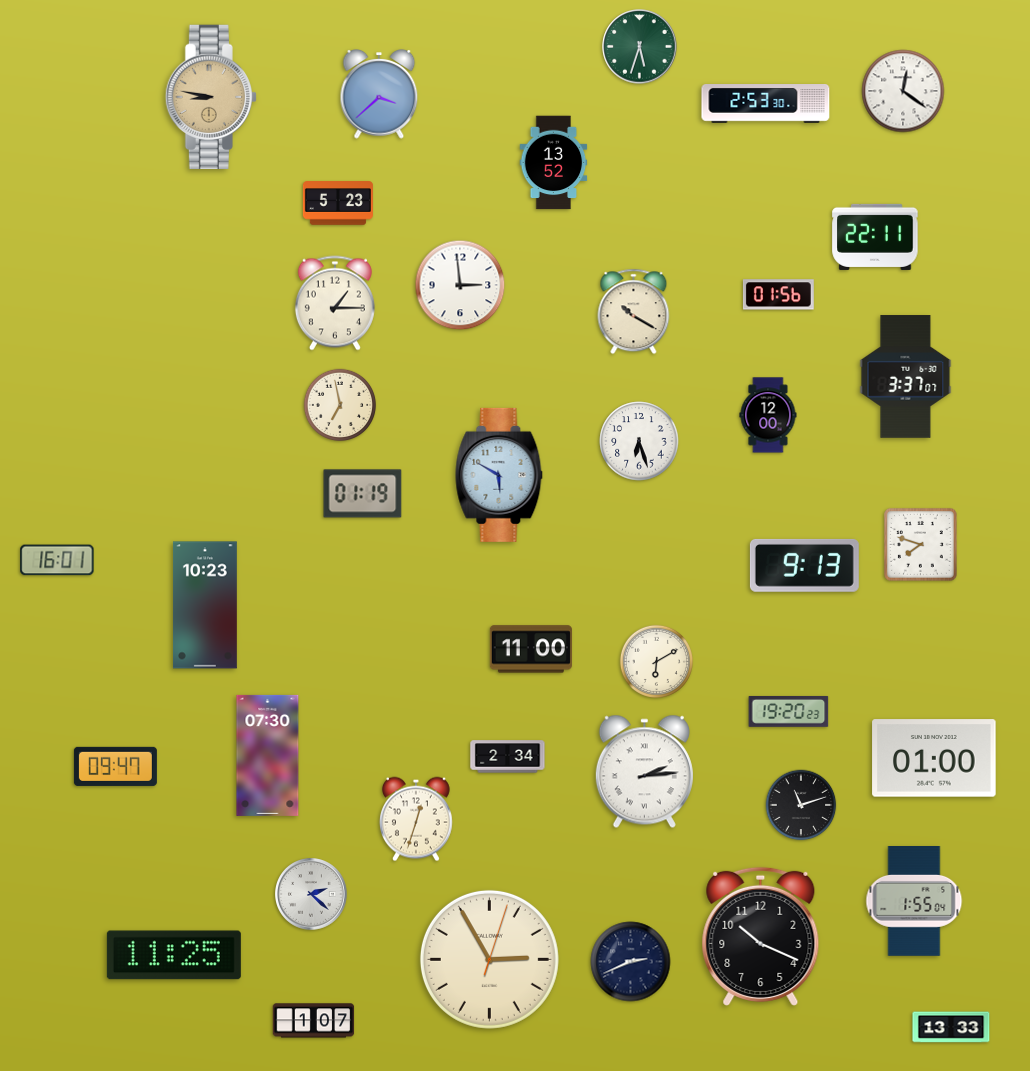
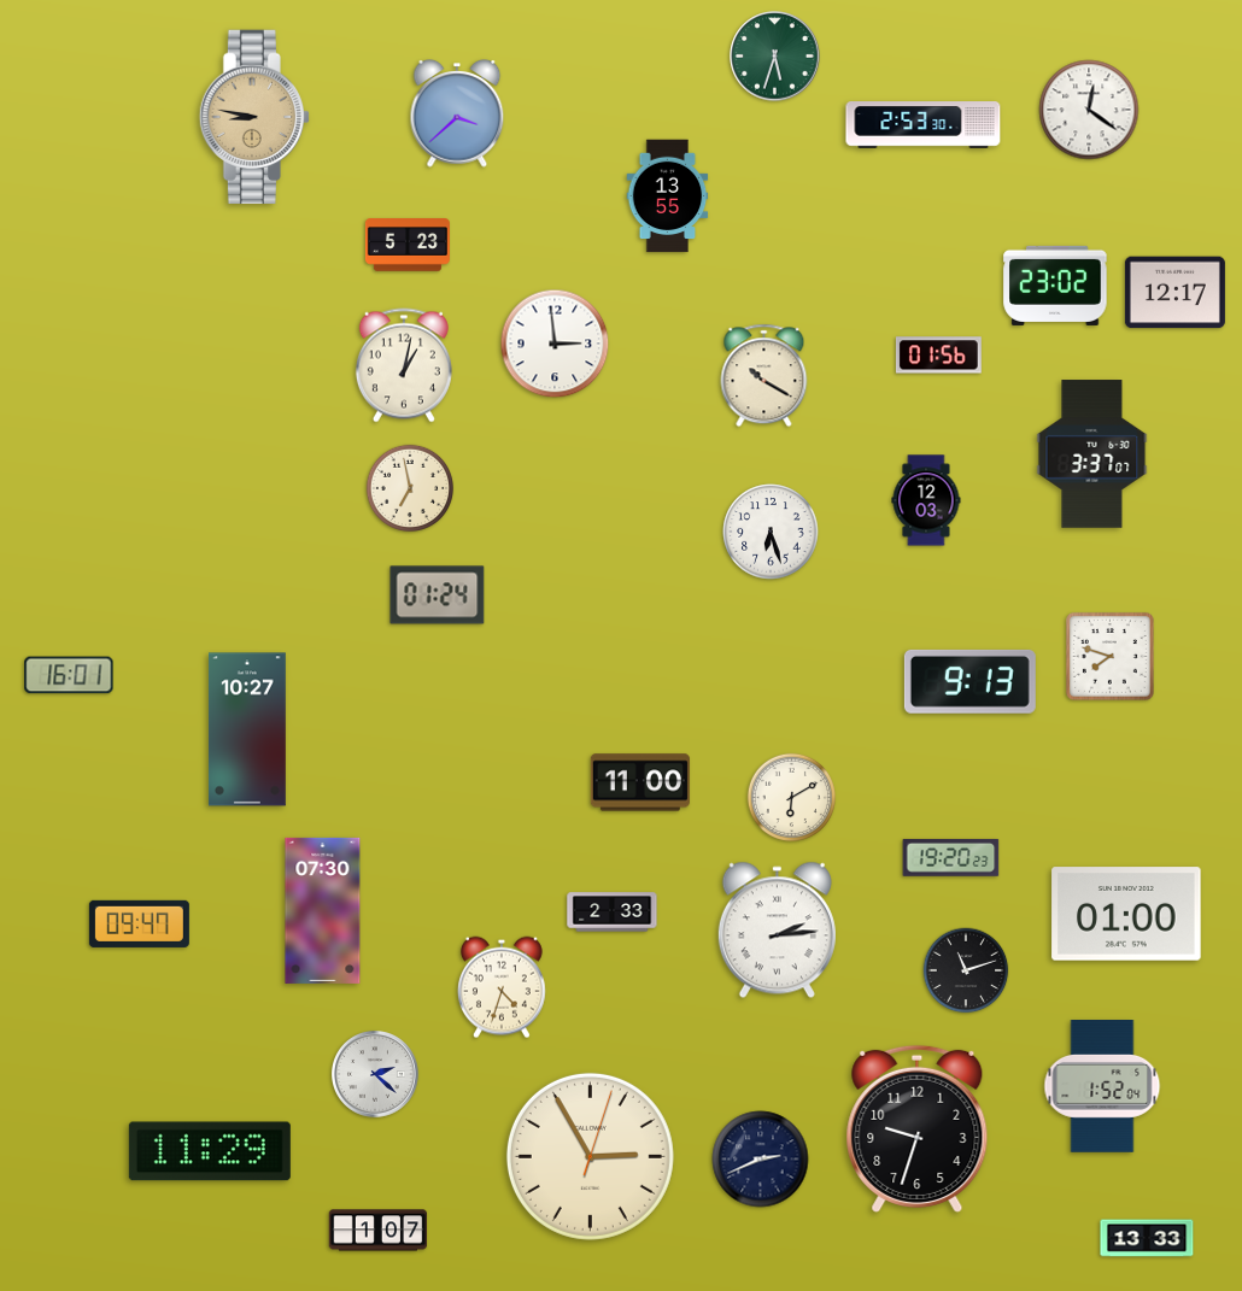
clock at (640, 47) position: (640, 47) -> (775, 57)
clock at (554, 163): 13:52 -> 13:55
clock at (875, 237): 22:11 -> 23:02
clock at (1174, 293): none -> 12:17
clock at (335, 303): 1:15 -> 1:02
clock at (768, 415): 12:00 -> 12:03
clock at (499, 475): 5:50 -> none
clock at (363, 494): 01:19 -> 01:24
clock at (205, 605): 10:23 -> 10:27
clock at (508, 757): 2:34 -> 2:33
clock at (416, 819): 12:33 -> 4:33
clock at (312, 895) position: (312, 895) -> (376, 1075)
clock at (914, 902): 1:55 -> 1:52
clock at (761, 936): 10:19 -> 9:33
clock at (174, 955): 11:25 -> 11:29
